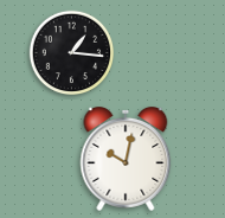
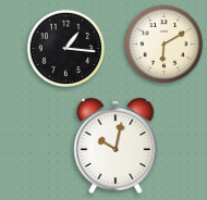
clock at (165, 45): none -> 6:10
